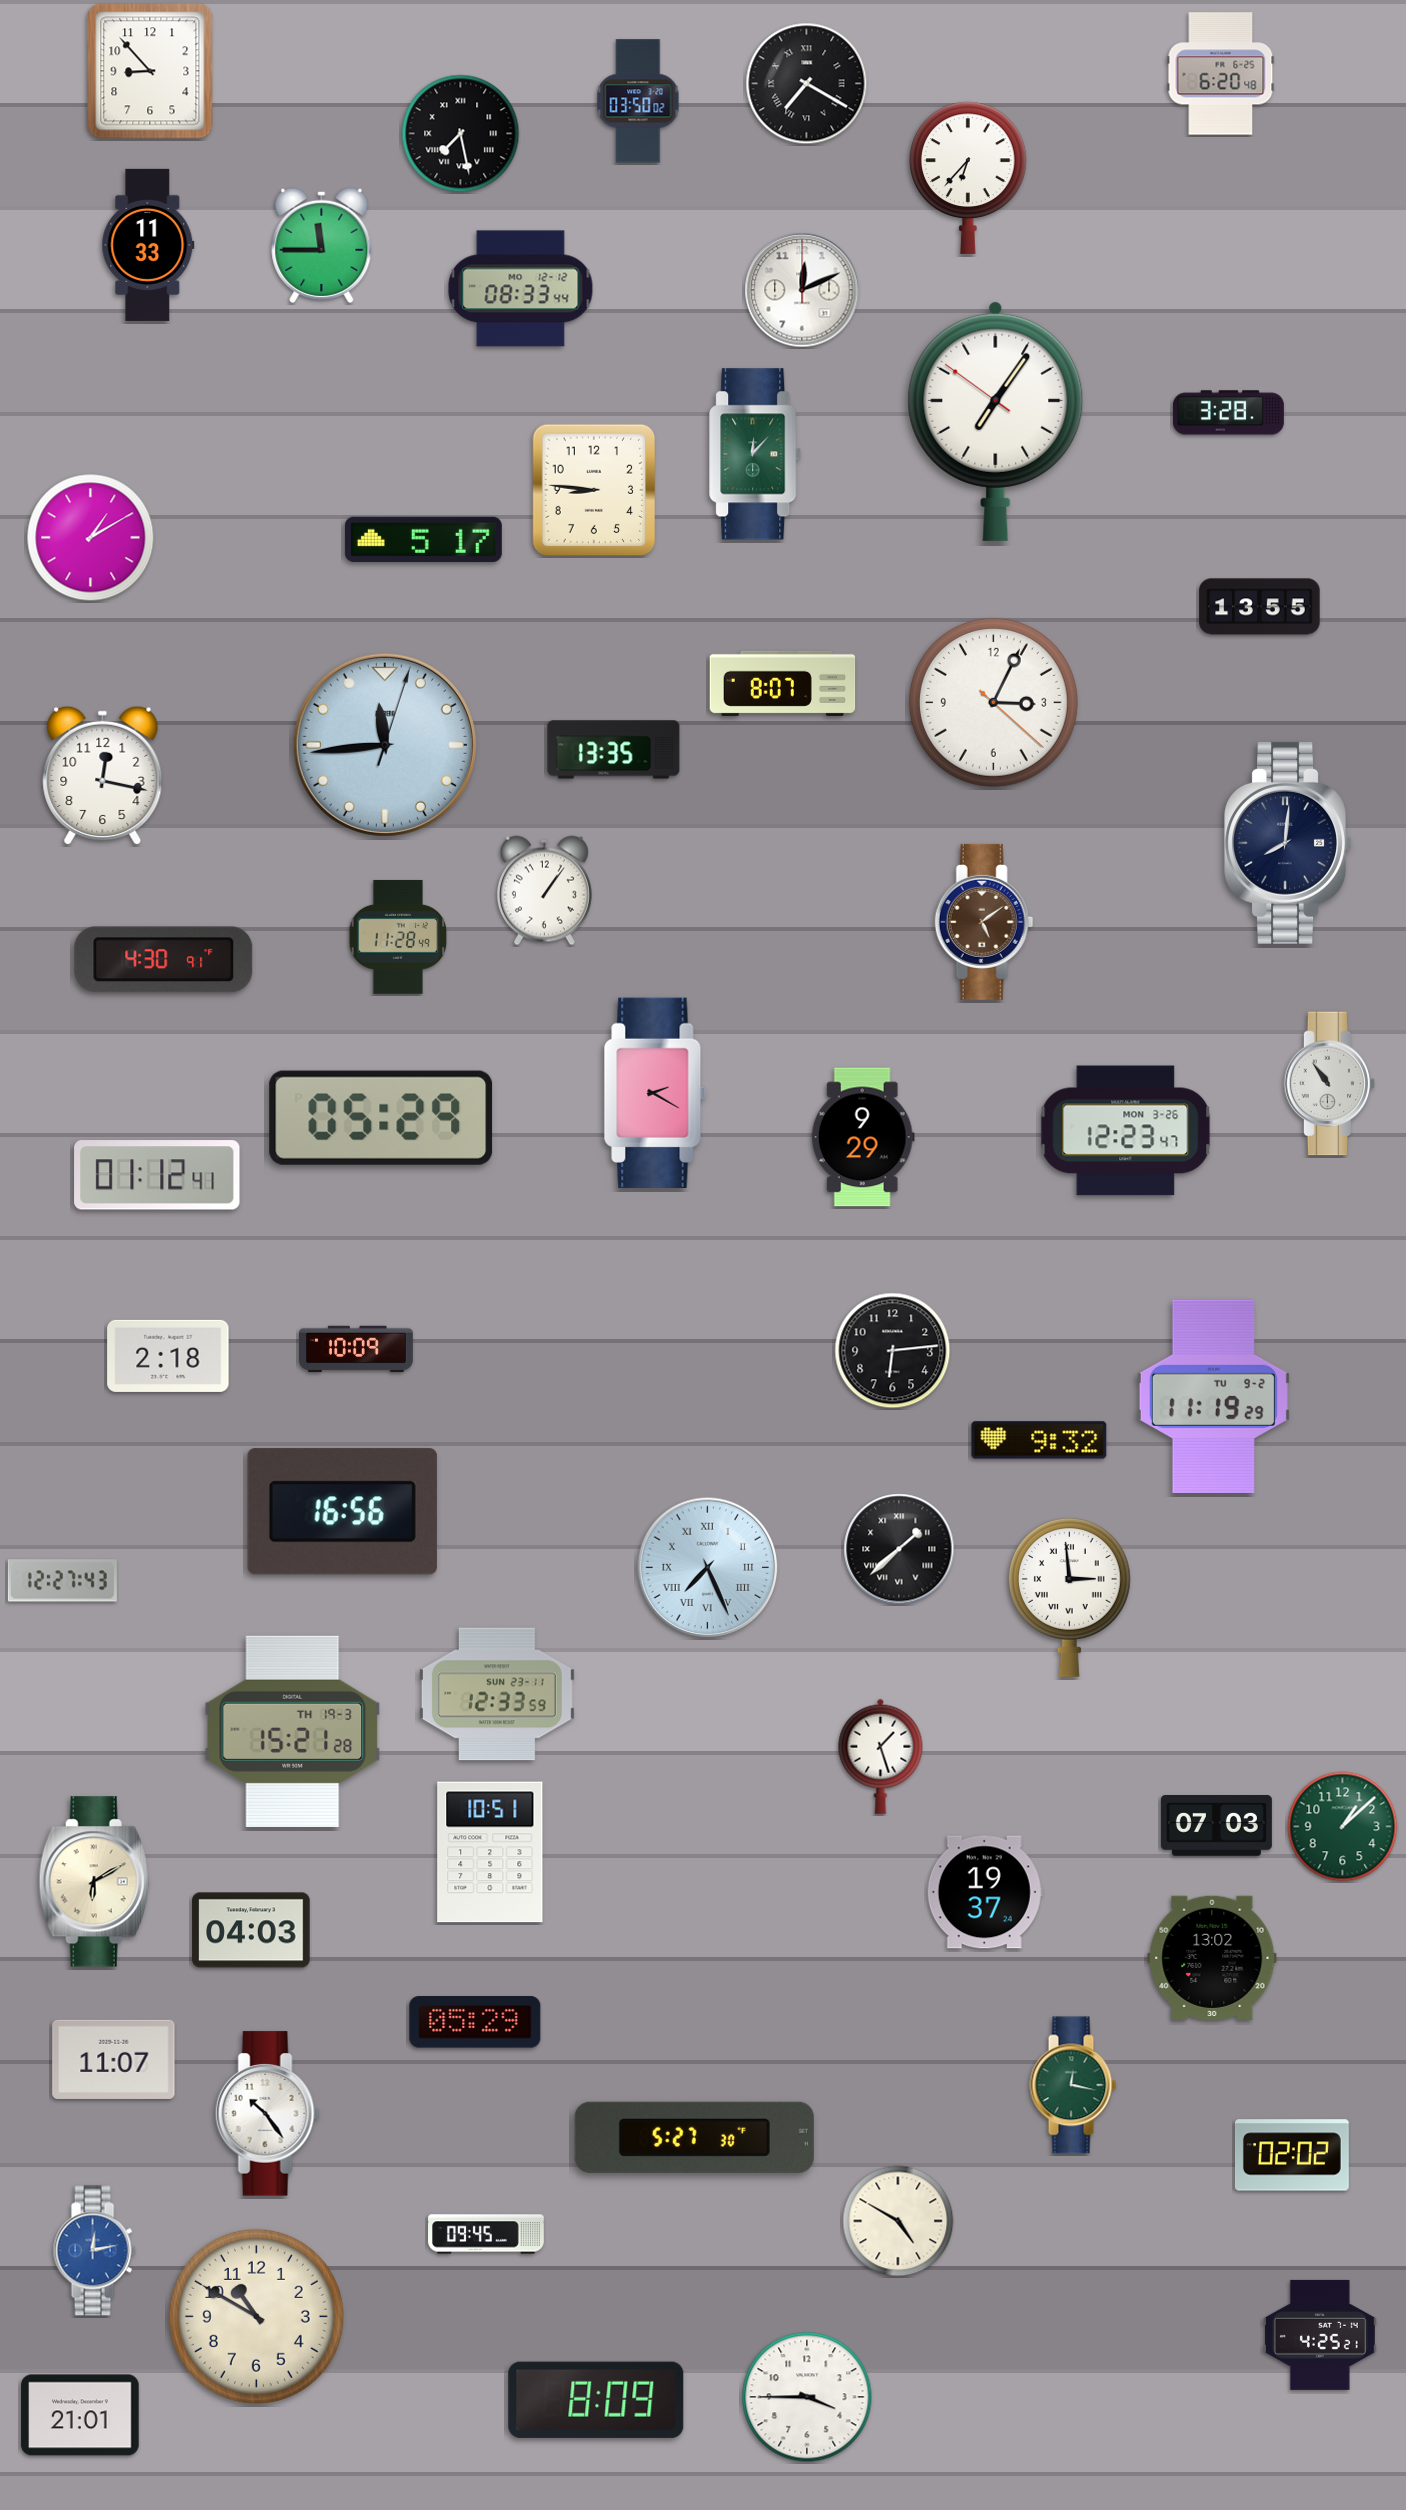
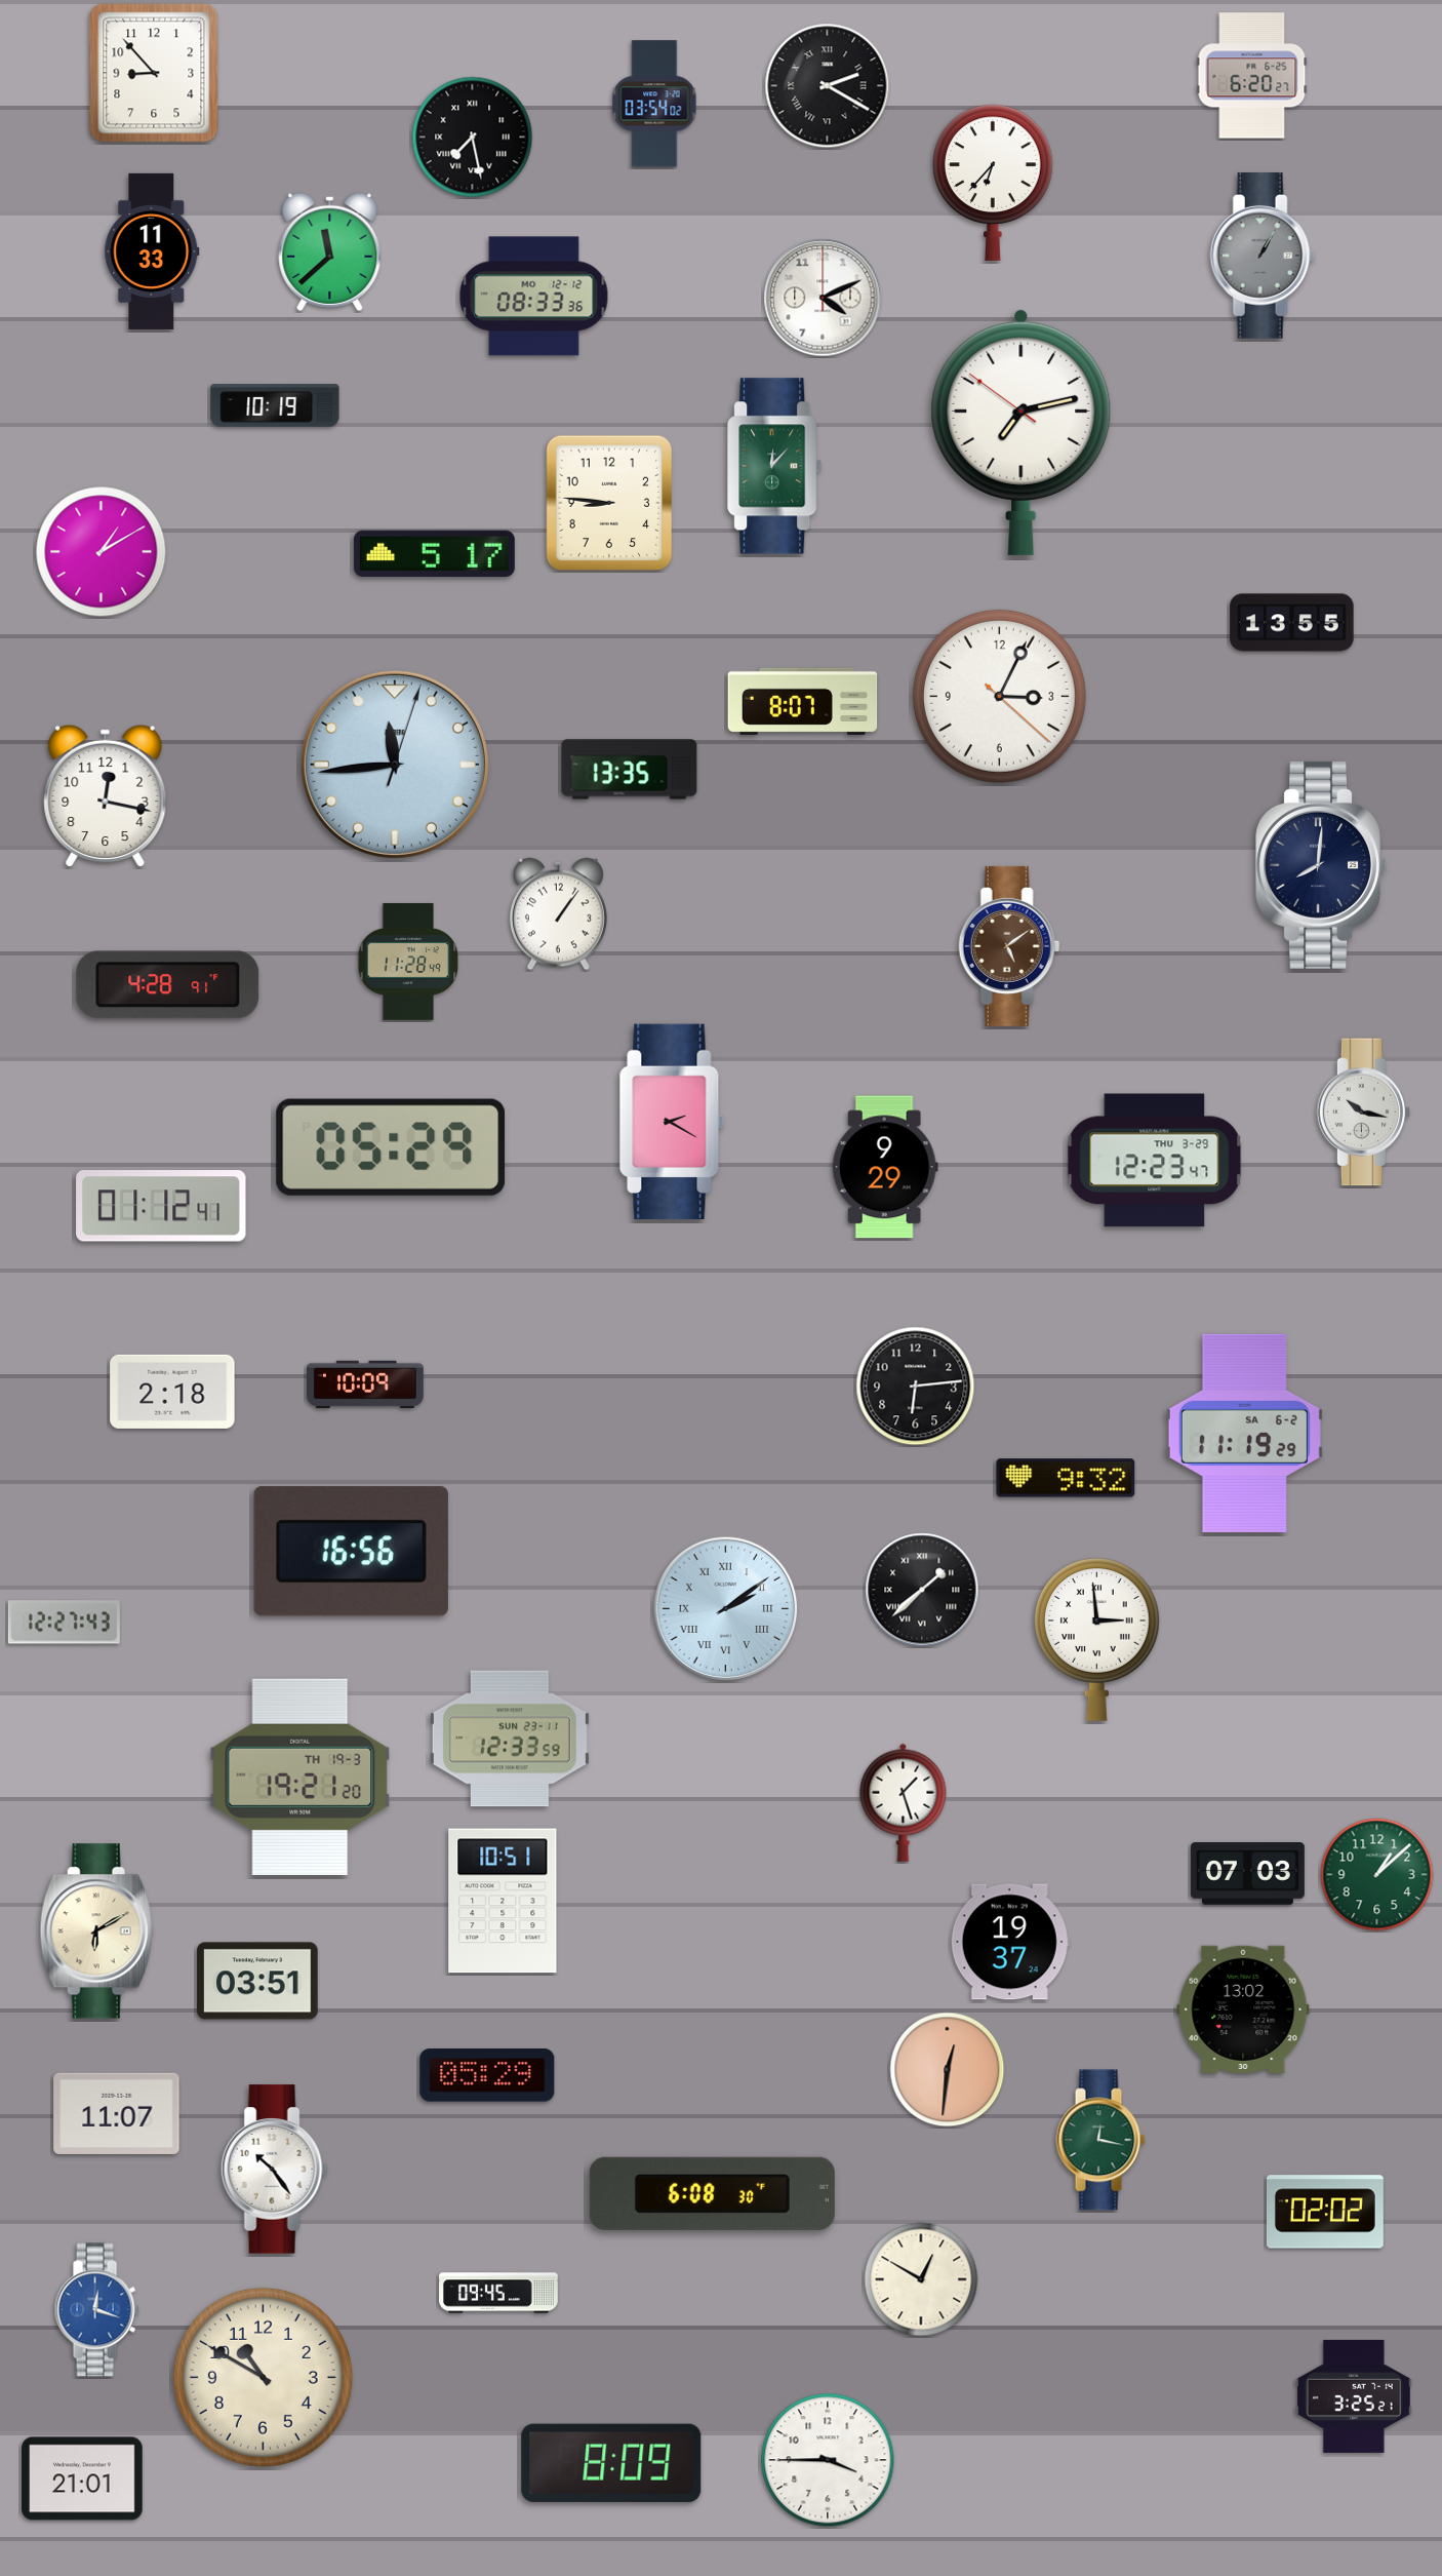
clock at (1221, 74): 6:20:48 -> 6:20:27
clock at (807, 84): 7:20 -> 2:20
clock at (638, 101): 03:50 -> 03:54
clock at (322, 245): 11:45 -> 11:38
clock at (1263, 256): none -> 1:05
clock at (521, 289): 08:33:44 -> 08:33:36
clock at (802, 290): 12:11 -> 4:11
clock at (275, 405): none -> 10:19
clock at (1228, 413): 3:28 -> none
clock at (996, 421): 7:05 -> 7:12
clock at (91, 538) position: (91, 538) -> (102, 552)
clock at (993, 702) position: (993, 702) -> (999, 696)
clock at (164, 960): 4:30 -> 4:28
clock at (1330, 1084): 10:54 -> 10:17
clock at (1126, 1131) date: MON 3-26 -> THU 3-29
clock at (1213, 1396) date: TU 9-2 -> SA 6-2
clock at (708, 1568): 7:26 -> 2:09
clock at (293, 1731): 15:21 -> 19:21
clock at (251, 1930): 04:03 -> 03:51
clock at (948, 2070): none -> 12:31
clock at (694, 2137): 5:27 -> 6:08
clock at (898, 2221): 4:50 -> 12:50
clock at (94, 2251): 12:13 -> 12:18
clock at (1320, 2335): 4:25 -> 3:25
